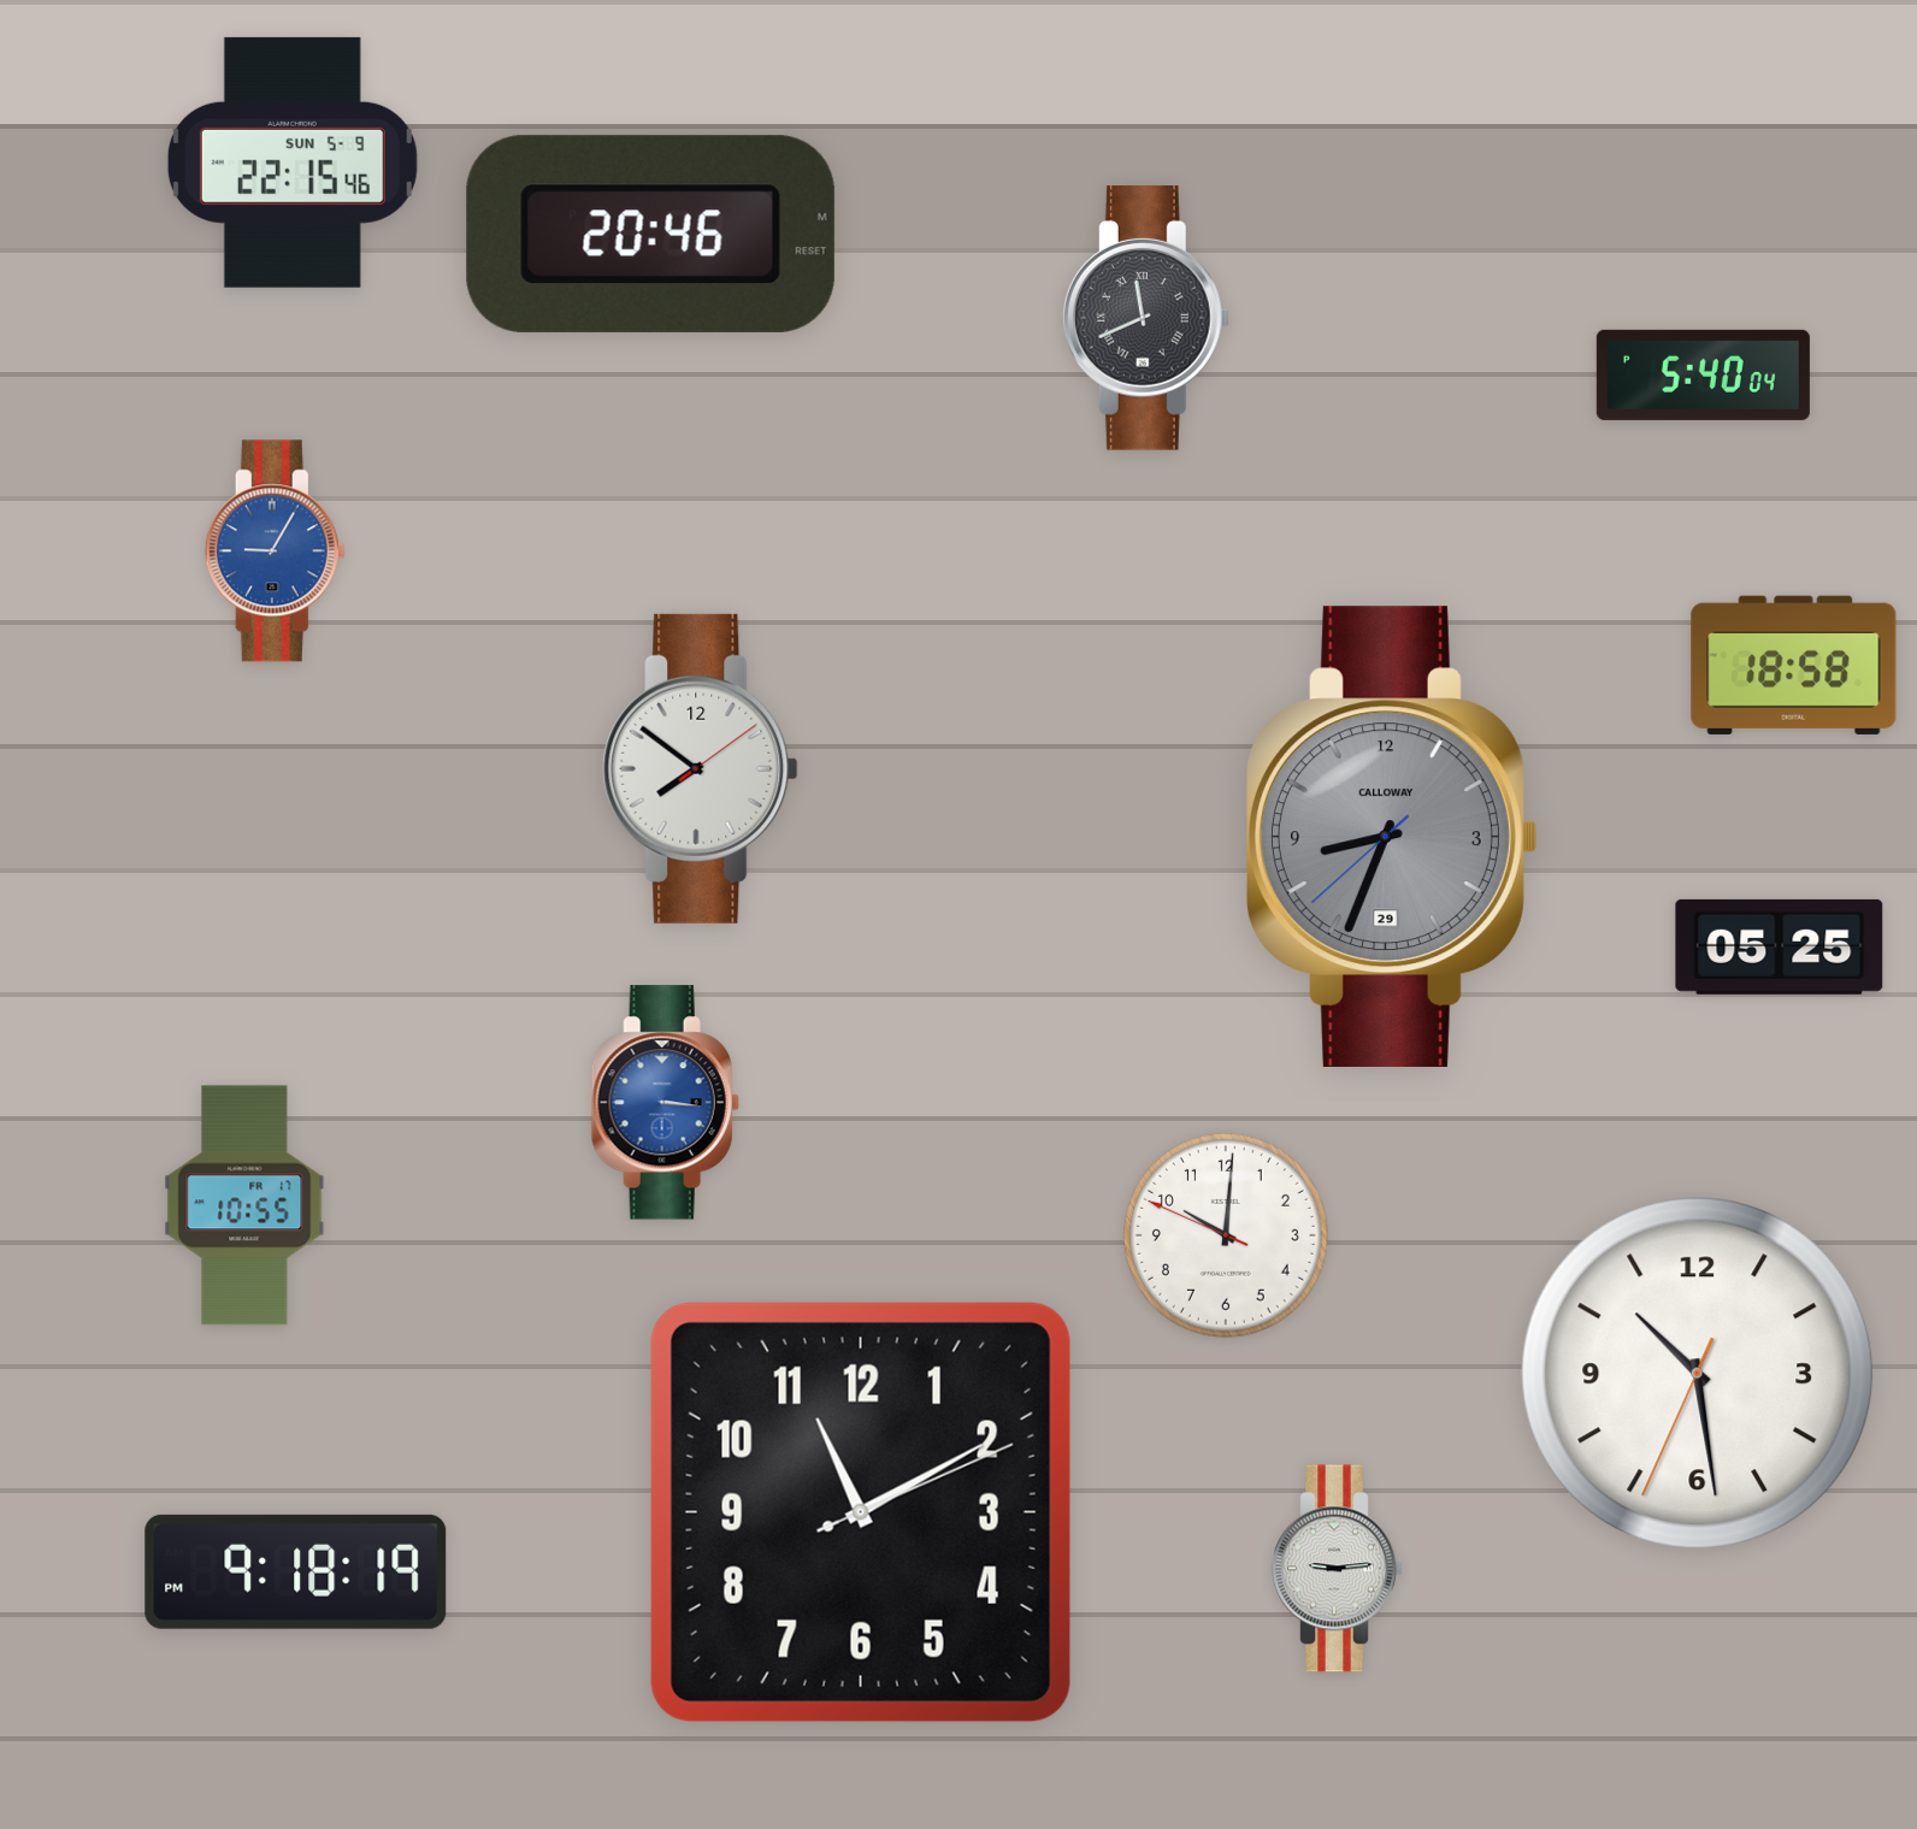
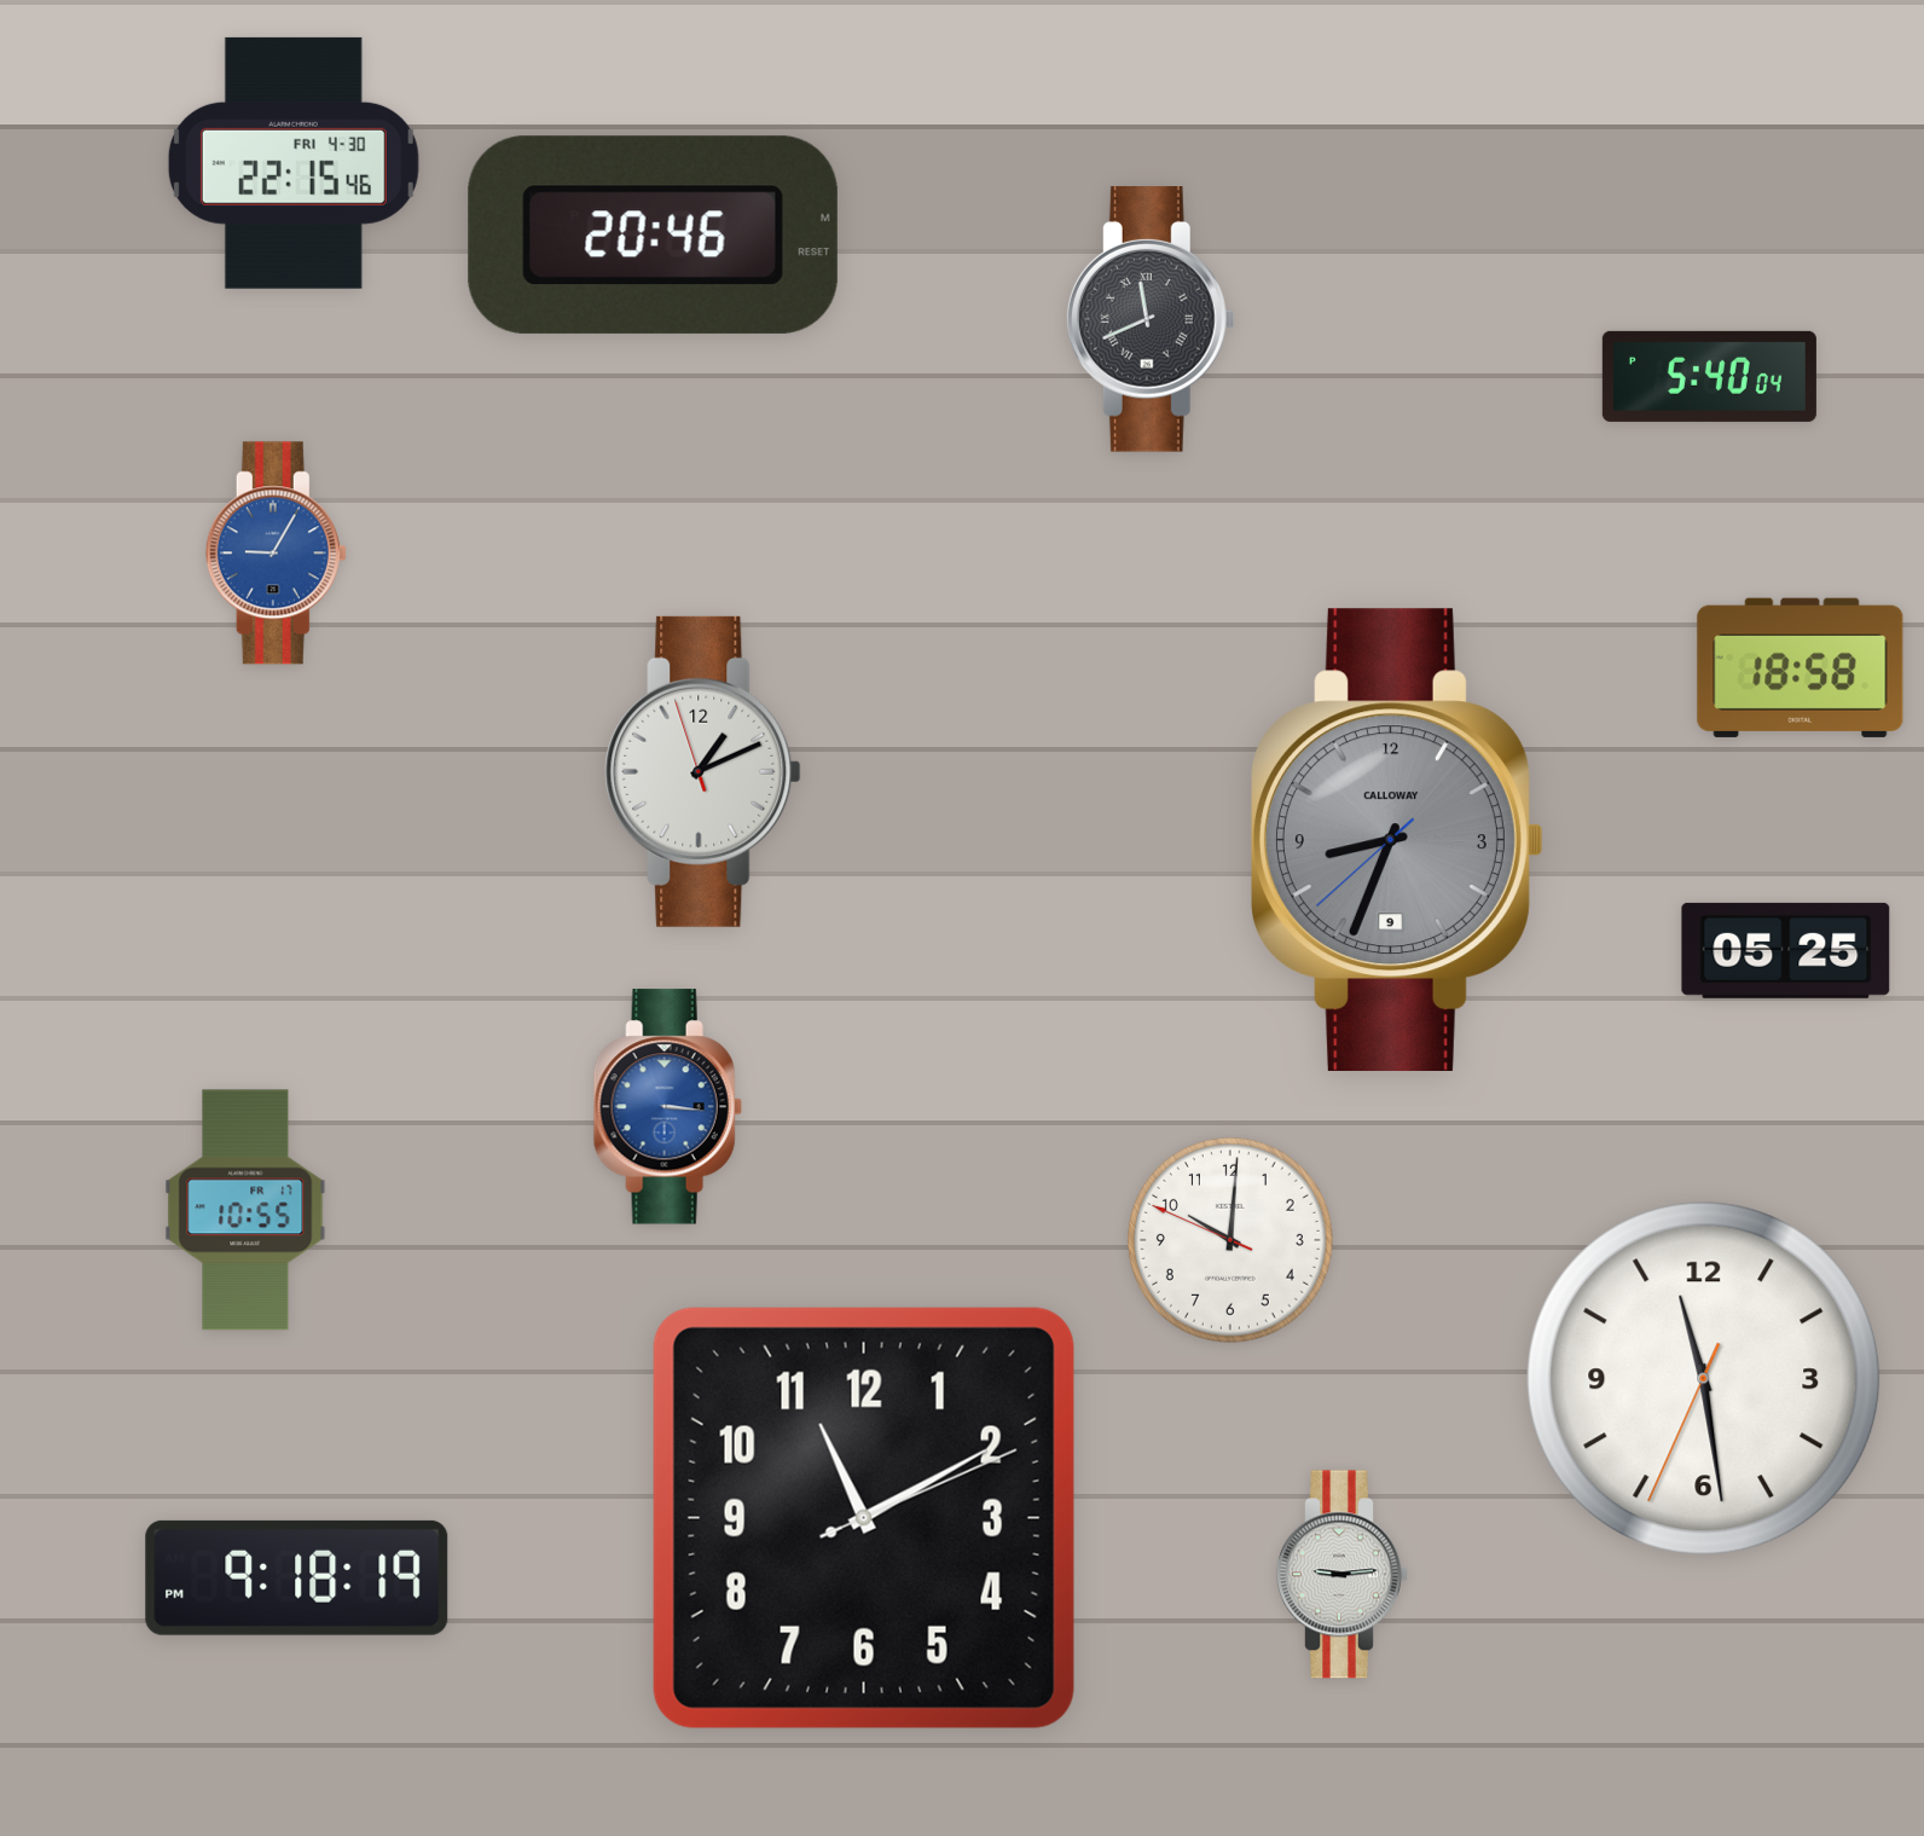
clock at (293, 163) date: SUN 5-9 -> FRI 4-30
clock at (701, 768): 7:51 -> 1:10
clock at (1392, 836) date: 29 -> 9
clock at (1698, 1374): 10:28 -> 11:28
